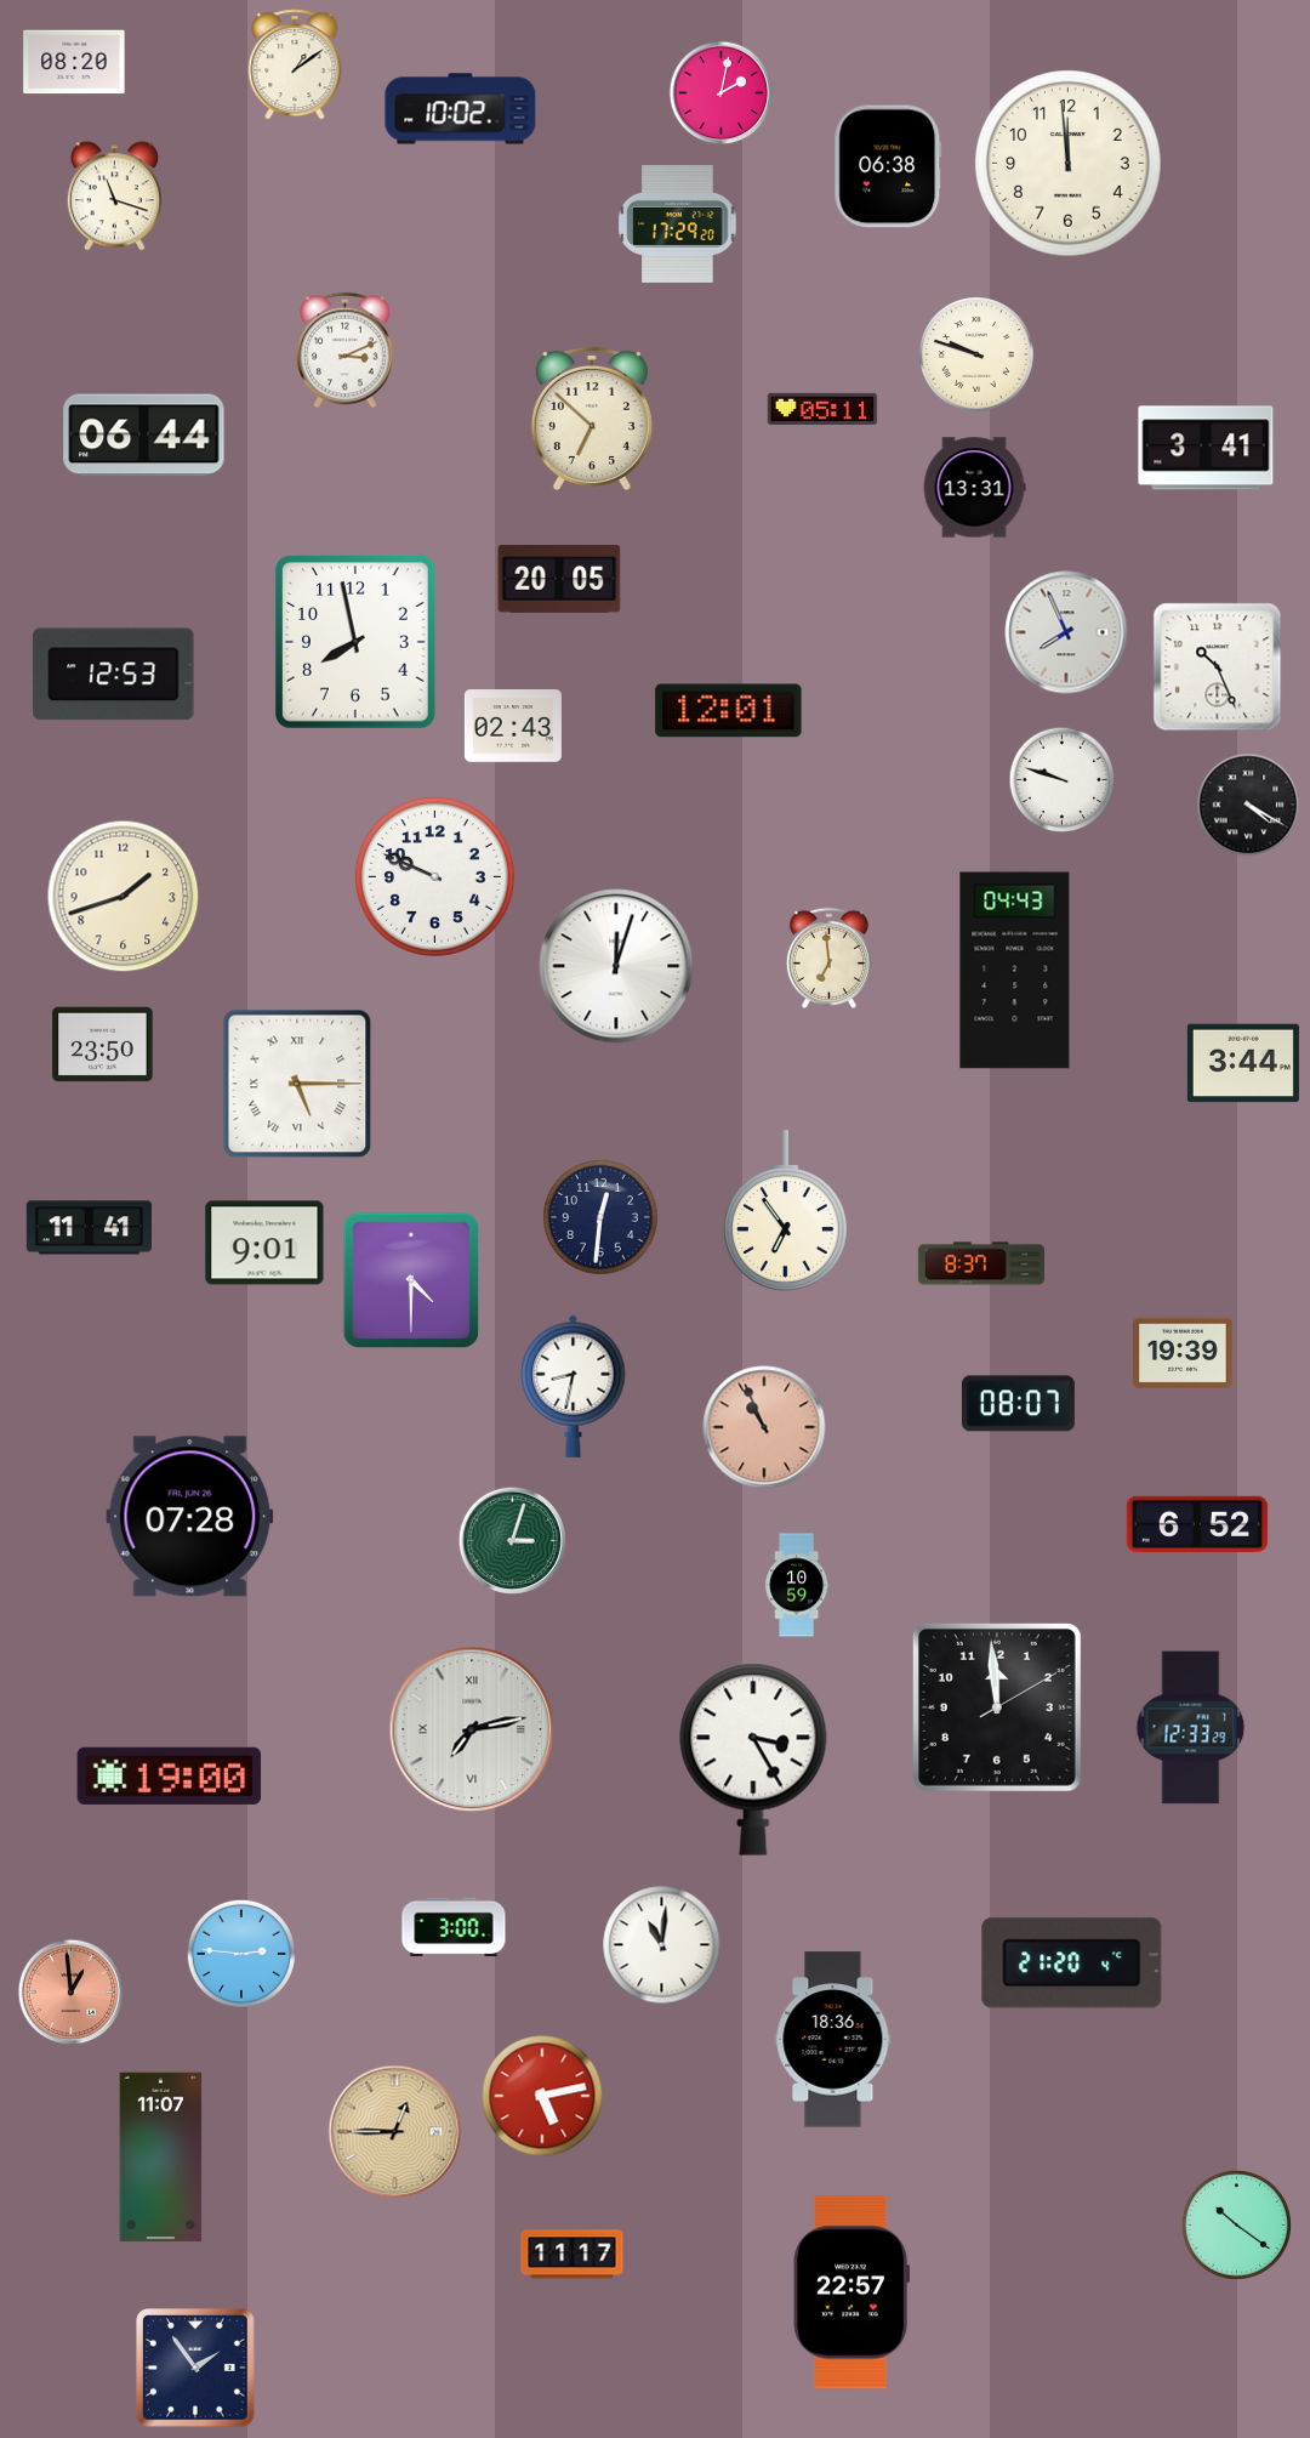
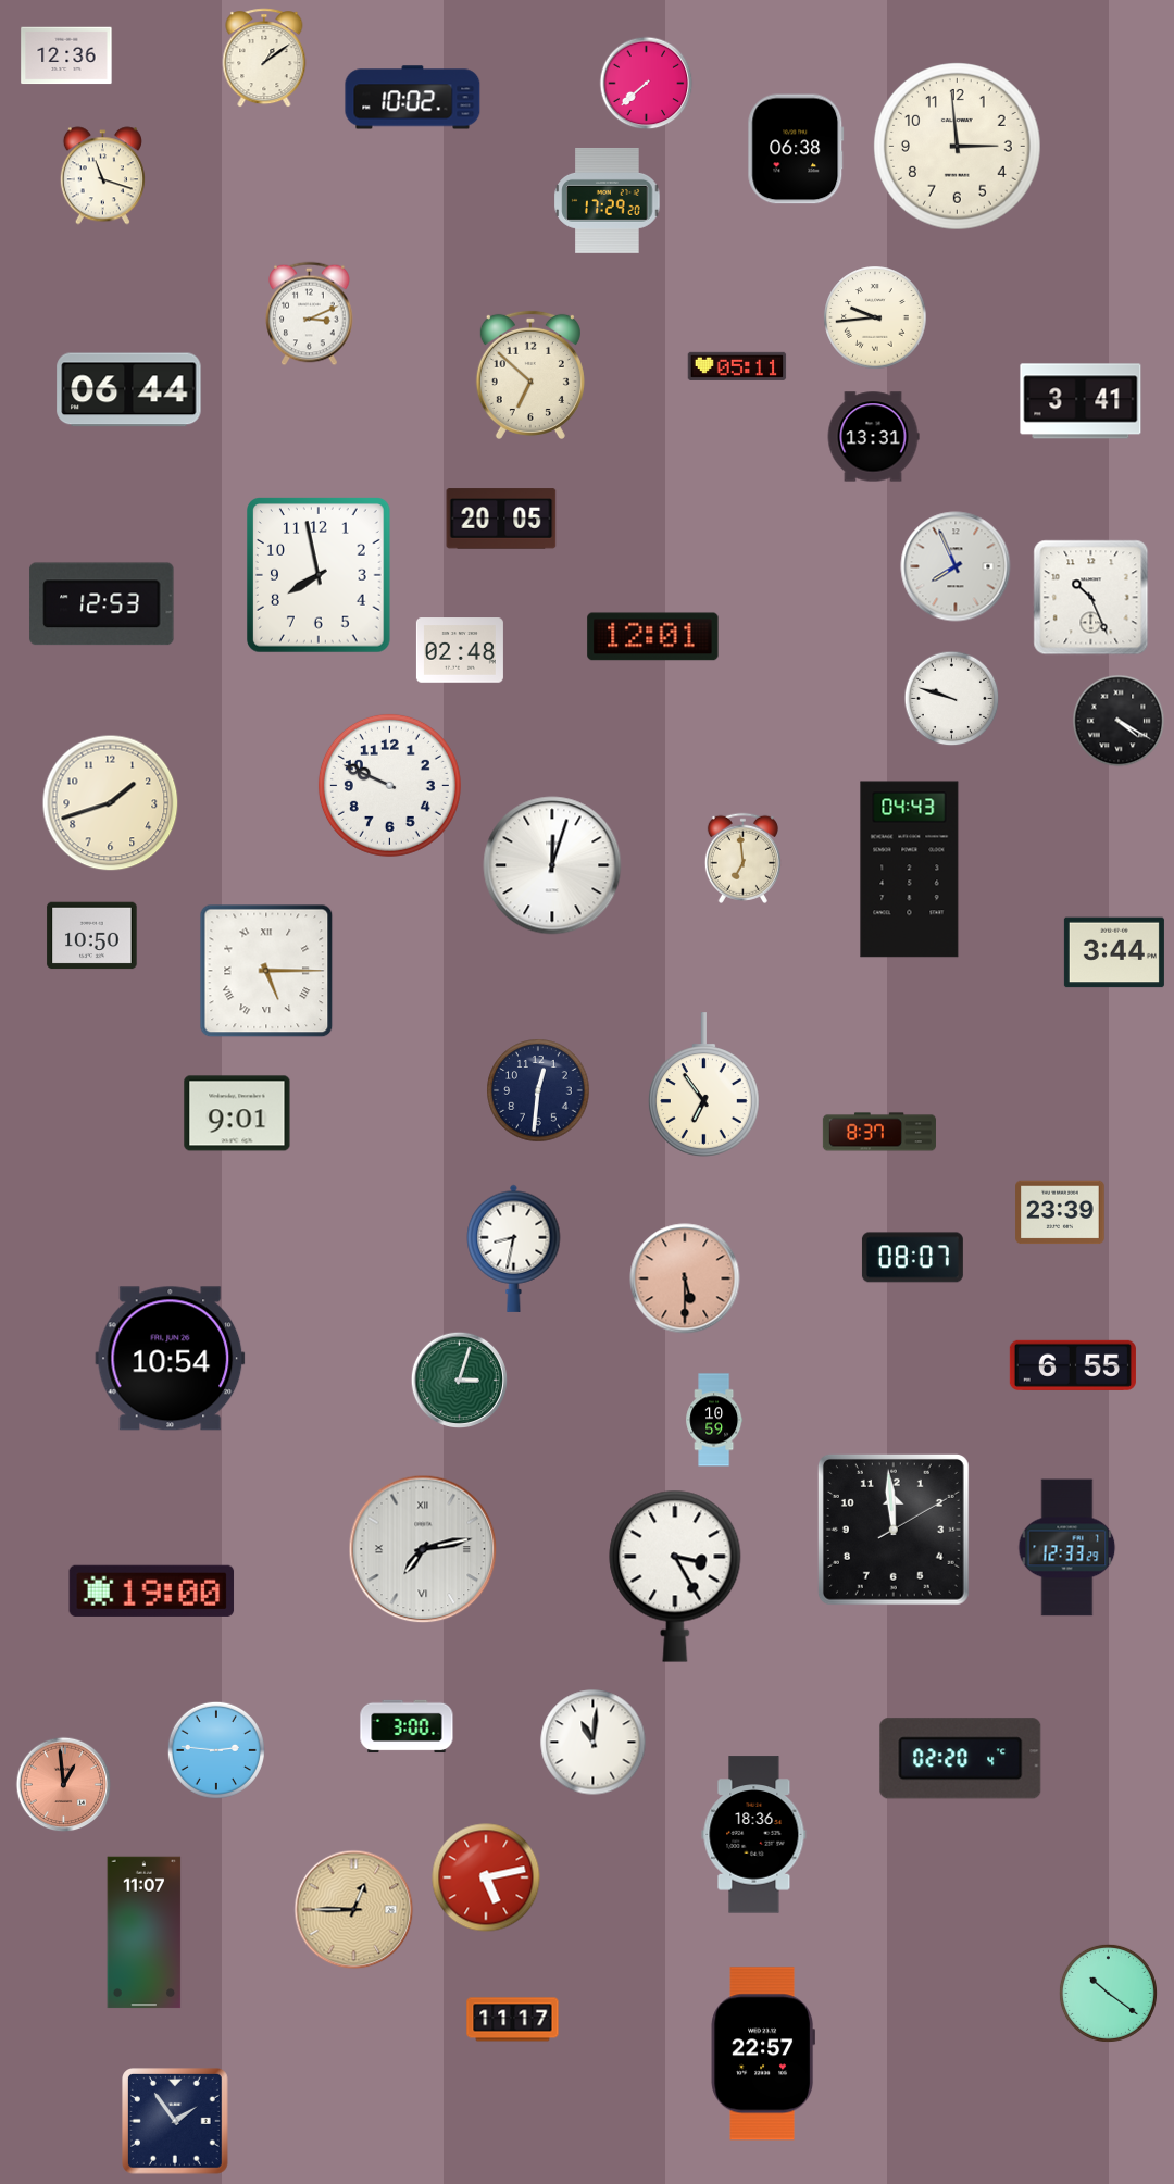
clock at (74, 62): 08:20 -> 12:36
clock at (722, 93): 2:02 -> 7:38
clock at (1069, 164): 11:59 -> 2:59
clock at (976, 354): 9:48 -> 9:44
clock at (513, 726): 02:43 -> 02:48
clock at (103, 1045): 23:50 -> 10:50
clock at (90, 1228): 11:41 -> none
clock at (411, 1280): 4:30 -> none
clock at (1183, 1353): 19:39 -> 23:39
clock at (574, 1386) position: (574, 1386) -> (514, 1248)
clock at (764, 1427): 10:56 -> 5:30
clock at (190, 1517): 07:28 -> 10:54
clock at (1197, 1524): 6:52 -> 6:55
clock at (1072, 1964): 21:20 -> 02:20
clock at (833, 2040) position: (833, 2040) -> (754, 1835)
